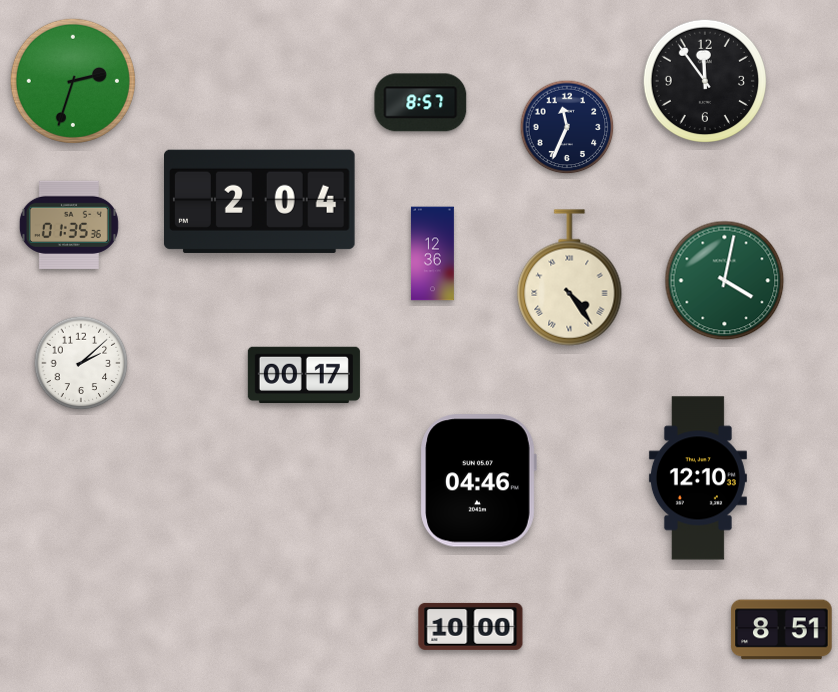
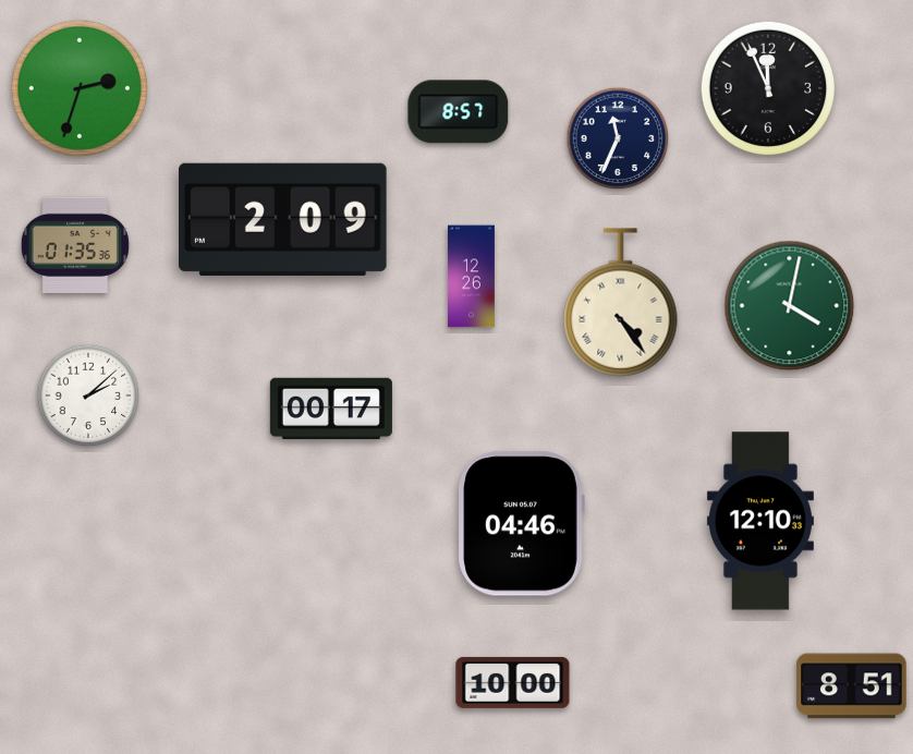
clock at (704, 80): 11:54 -> 11:56
clock at (260, 201): 2:04 -> 2:09
clock at (432, 254): 12:36 -> 12:26
